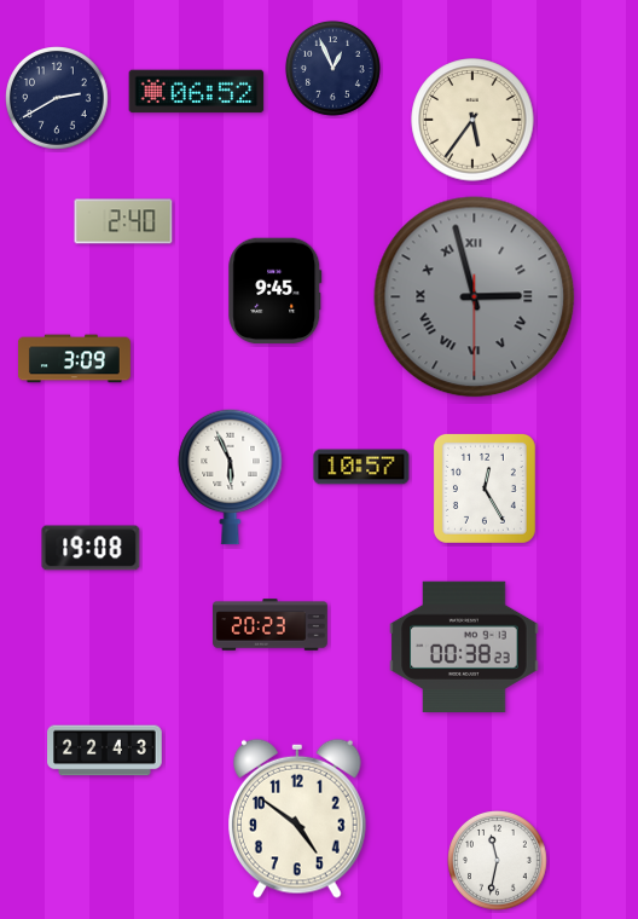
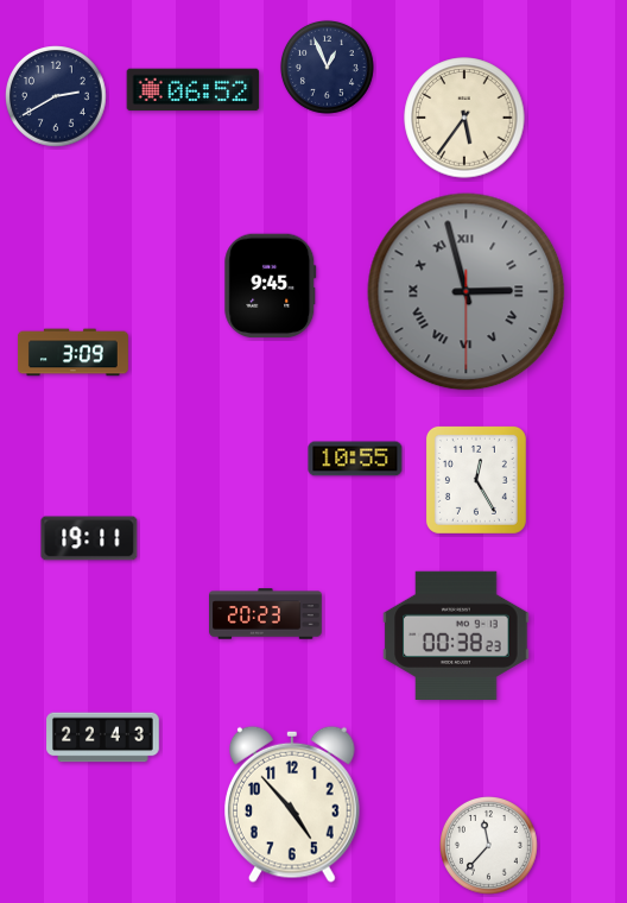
clock at (123, 221): 2:40 -> none
clock at (361, 467): 10:57 -> 10:55
clock at (231, 476): 5:56 -> none
clock at (91, 548): 19:08 -> 19:11
clock at (298, 819): 4:51 -> 4:53
clock at (498, 861): 11:32 -> 11:37
